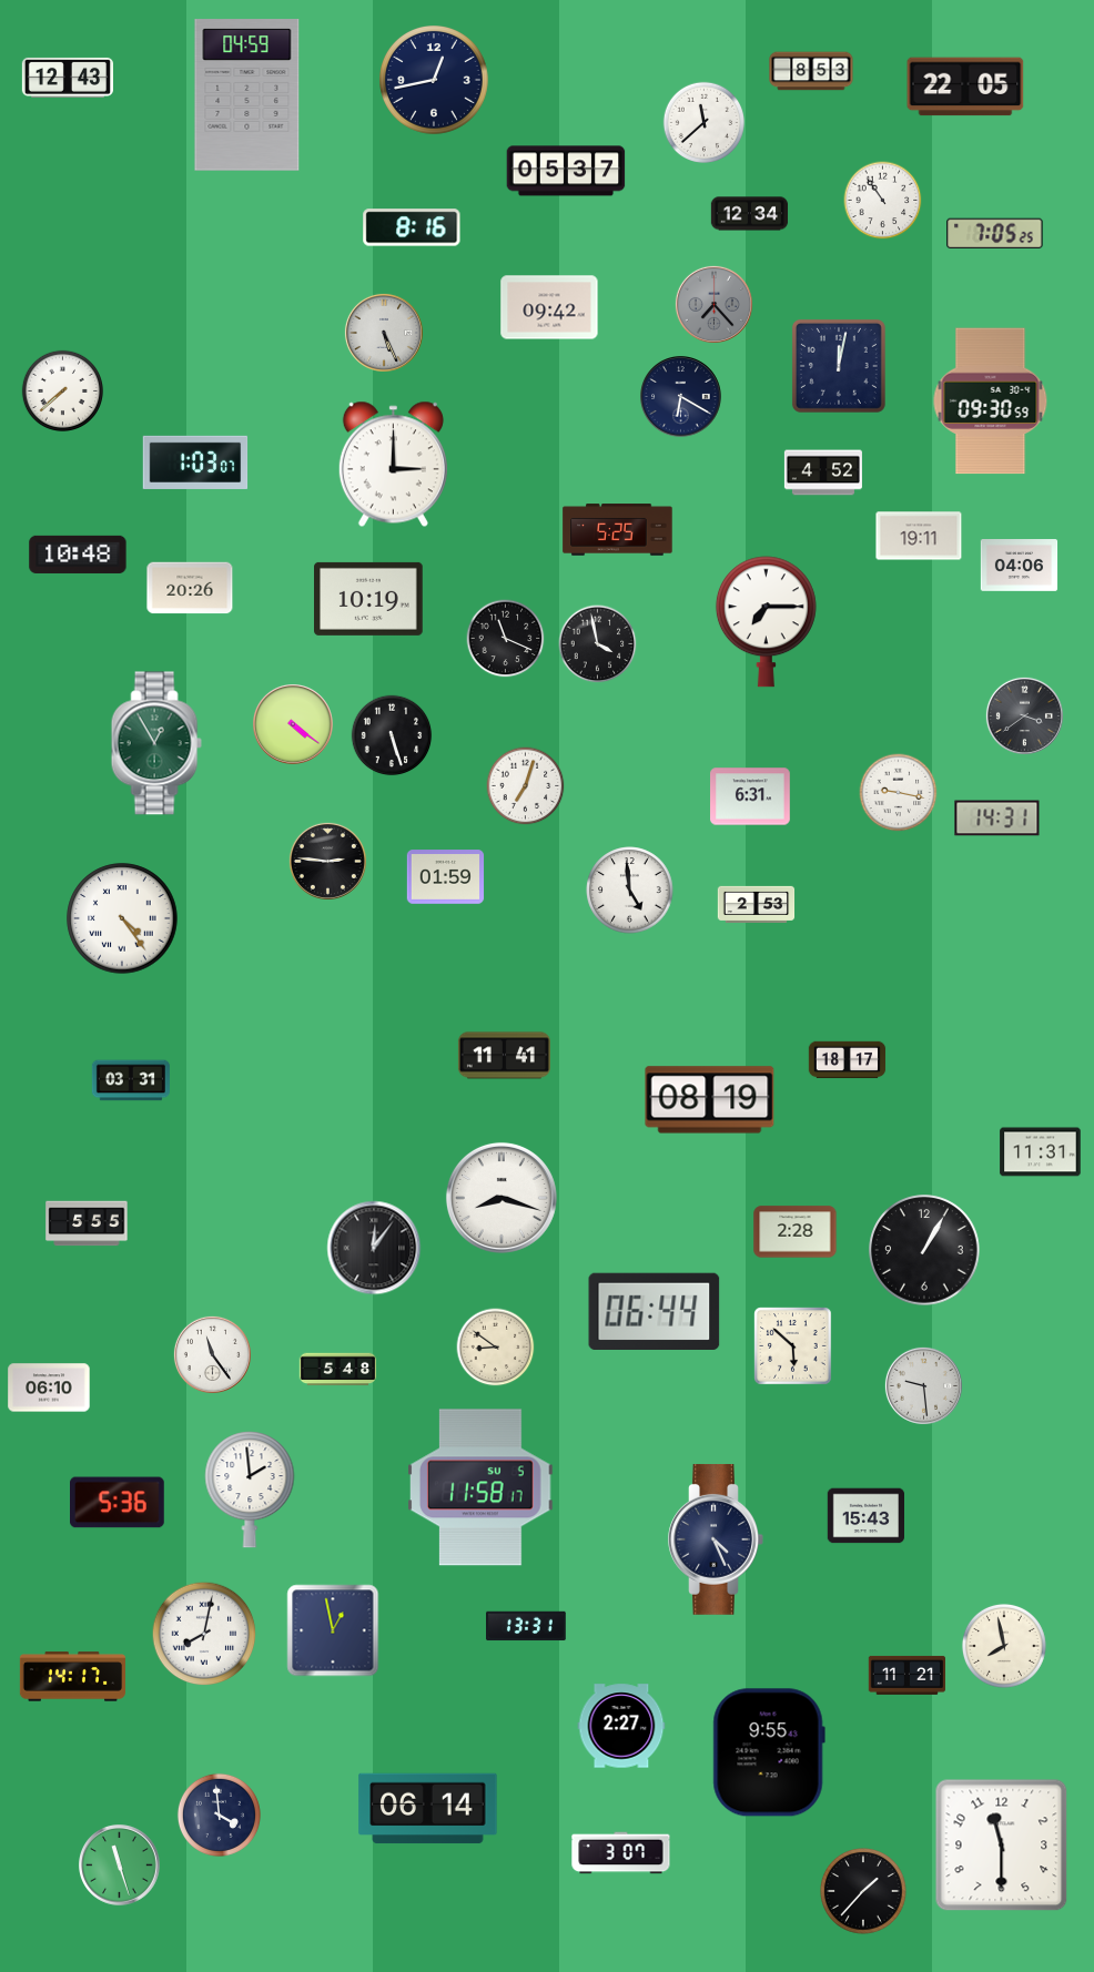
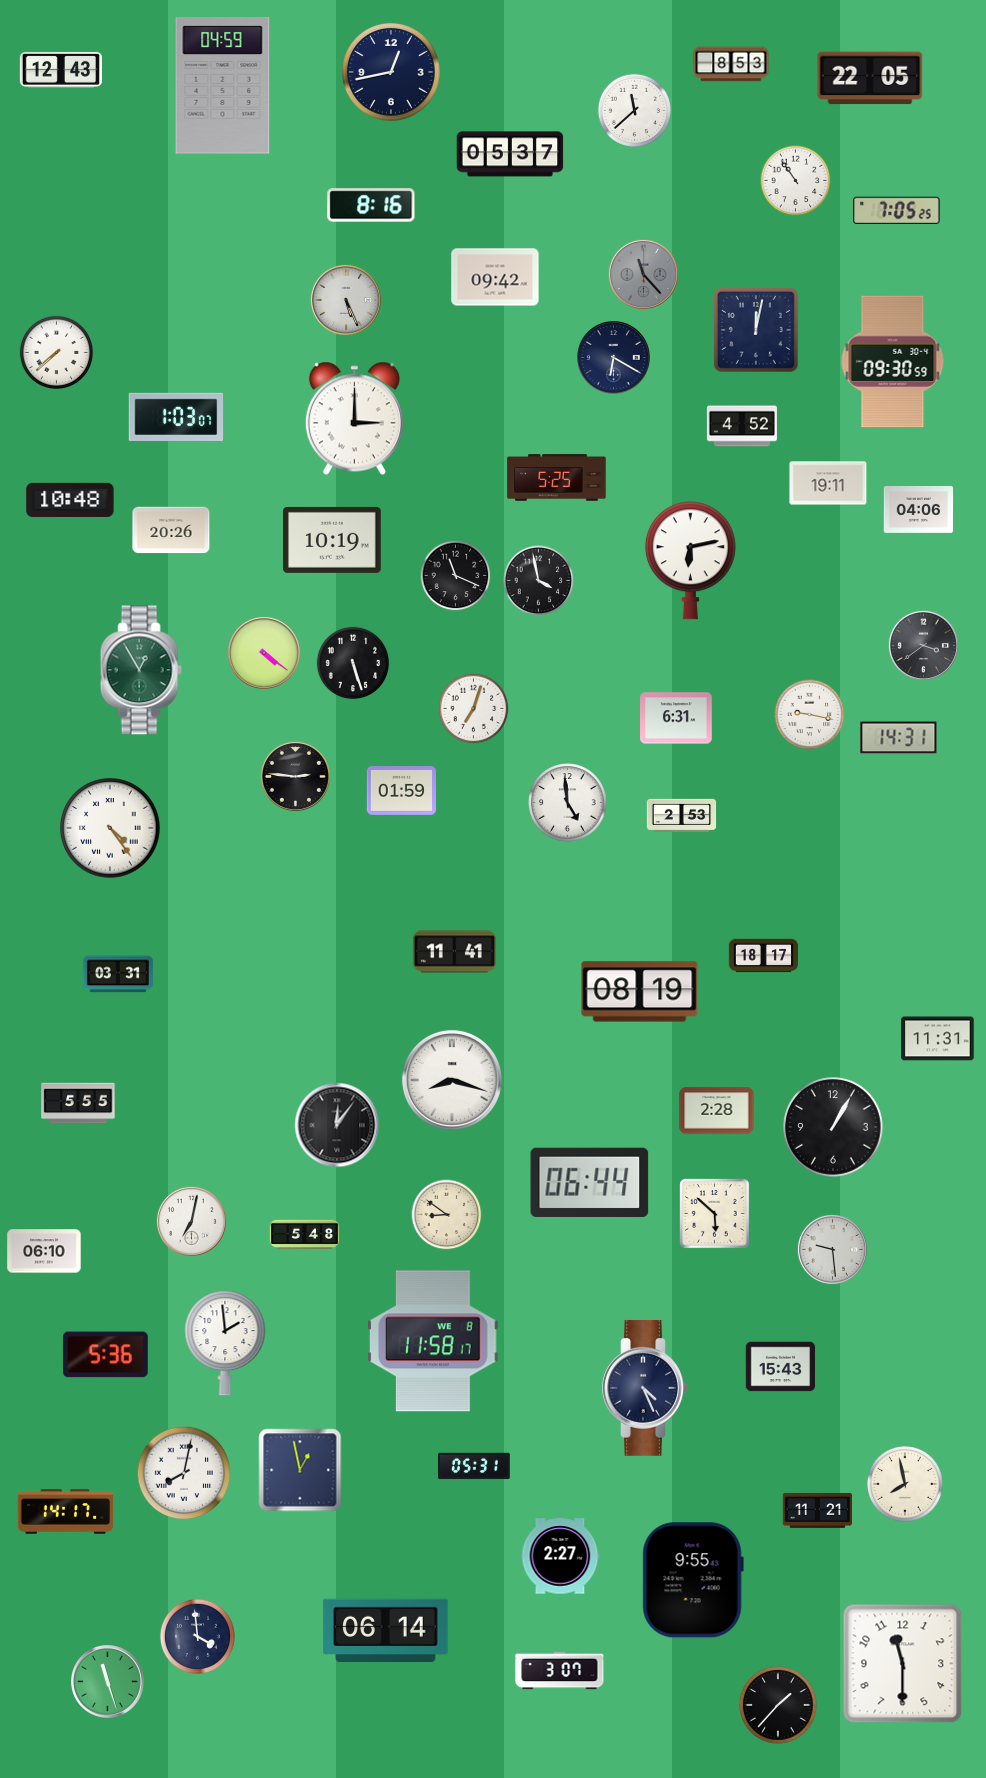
clock at (750, 214): 12:34 -> none
clock at (713, 304): 7:23 -> 11:23
clock at (766, 622): 7:15 -> 6:13
clock at (212, 1354): 11:24 -> 7:02
clock at (482, 1487) date: SU 5 -> WE 8
clock at (527, 1626): 13:31 -> 05:31
